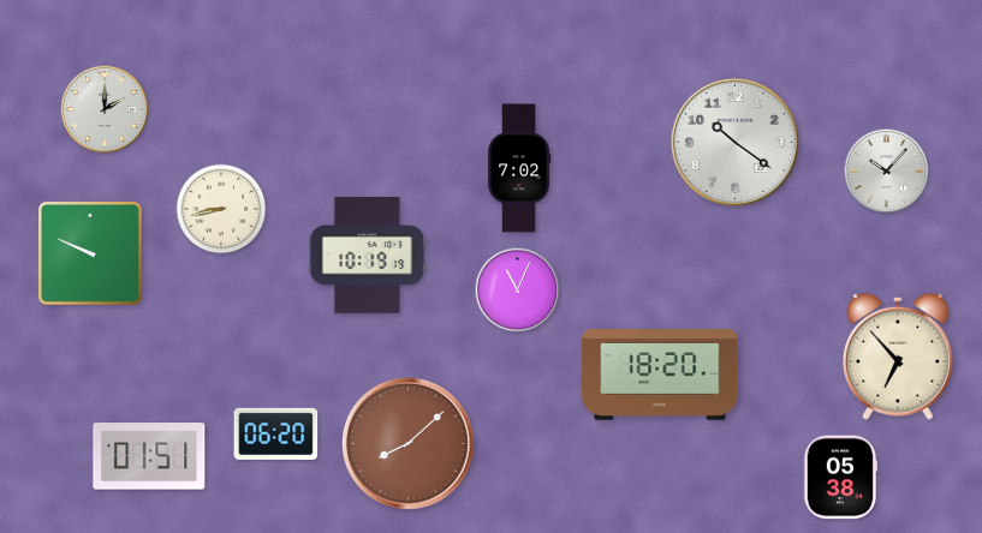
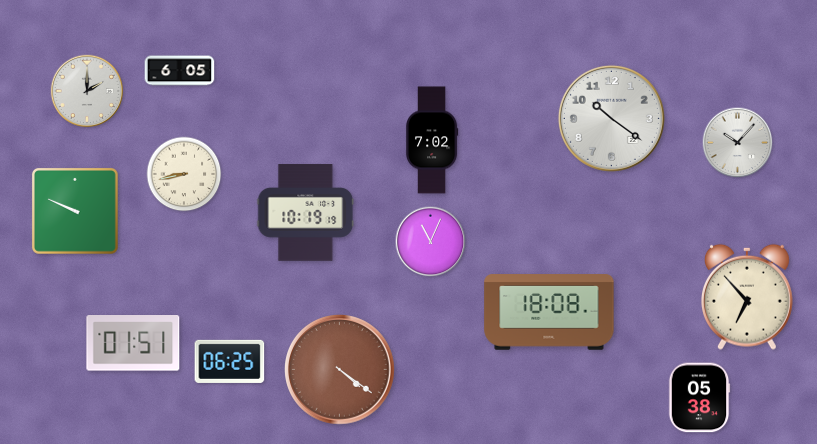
clock at (180, 71): none -> 6:05
clock at (660, 375): 18:20 -> 18:08
clock at (276, 433): 06:20 -> 06:25
clock at (409, 444): 8:08 -> 4:21
clock at (149, 457) position: (149, 457) -> (133, 344)
